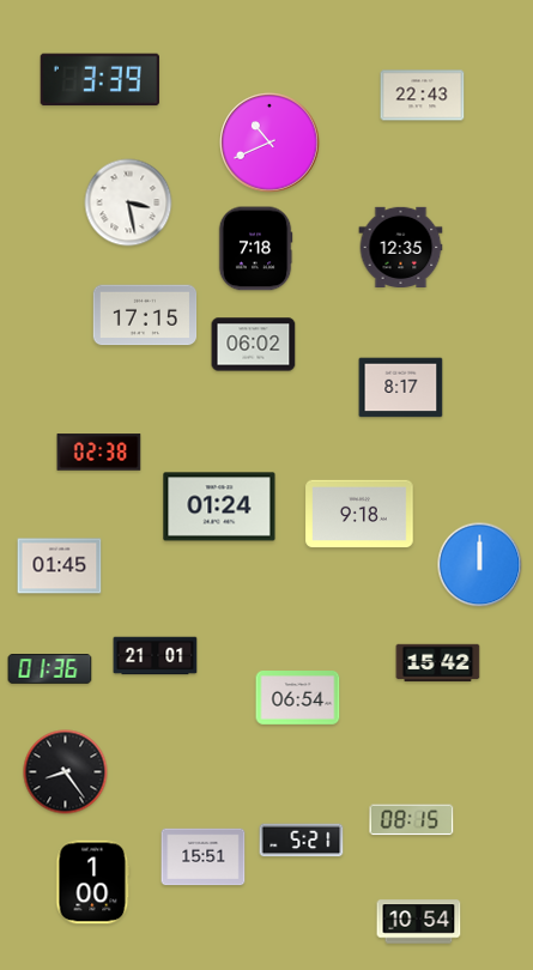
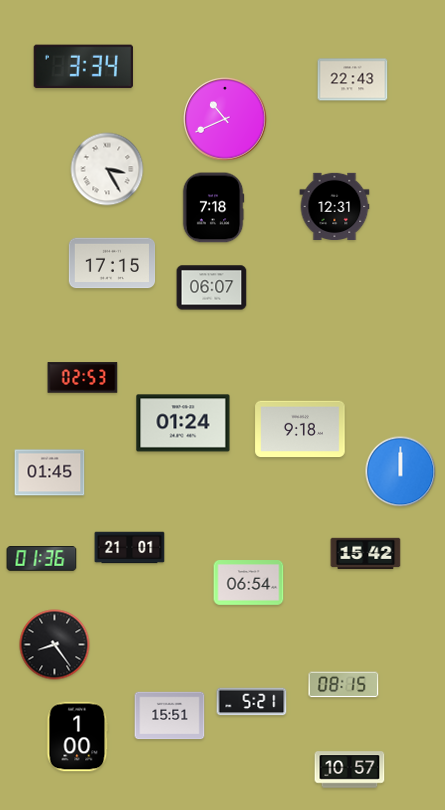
clock at (99, 80): 3:39 -> 3:34
clock at (128, 202): 3:28 -> 3:25
clock at (401, 247): 12:35 -> 12:31
clock at (145, 315) position: (145, 315) -> (112, 263)
clock at (254, 345): 06:02 -> 06:07
clock at (401, 388): 8:17 -> none
clock at (99, 453): 02:38 -> 02:53
clock at (419, 922): 10:54 -> 10:57
